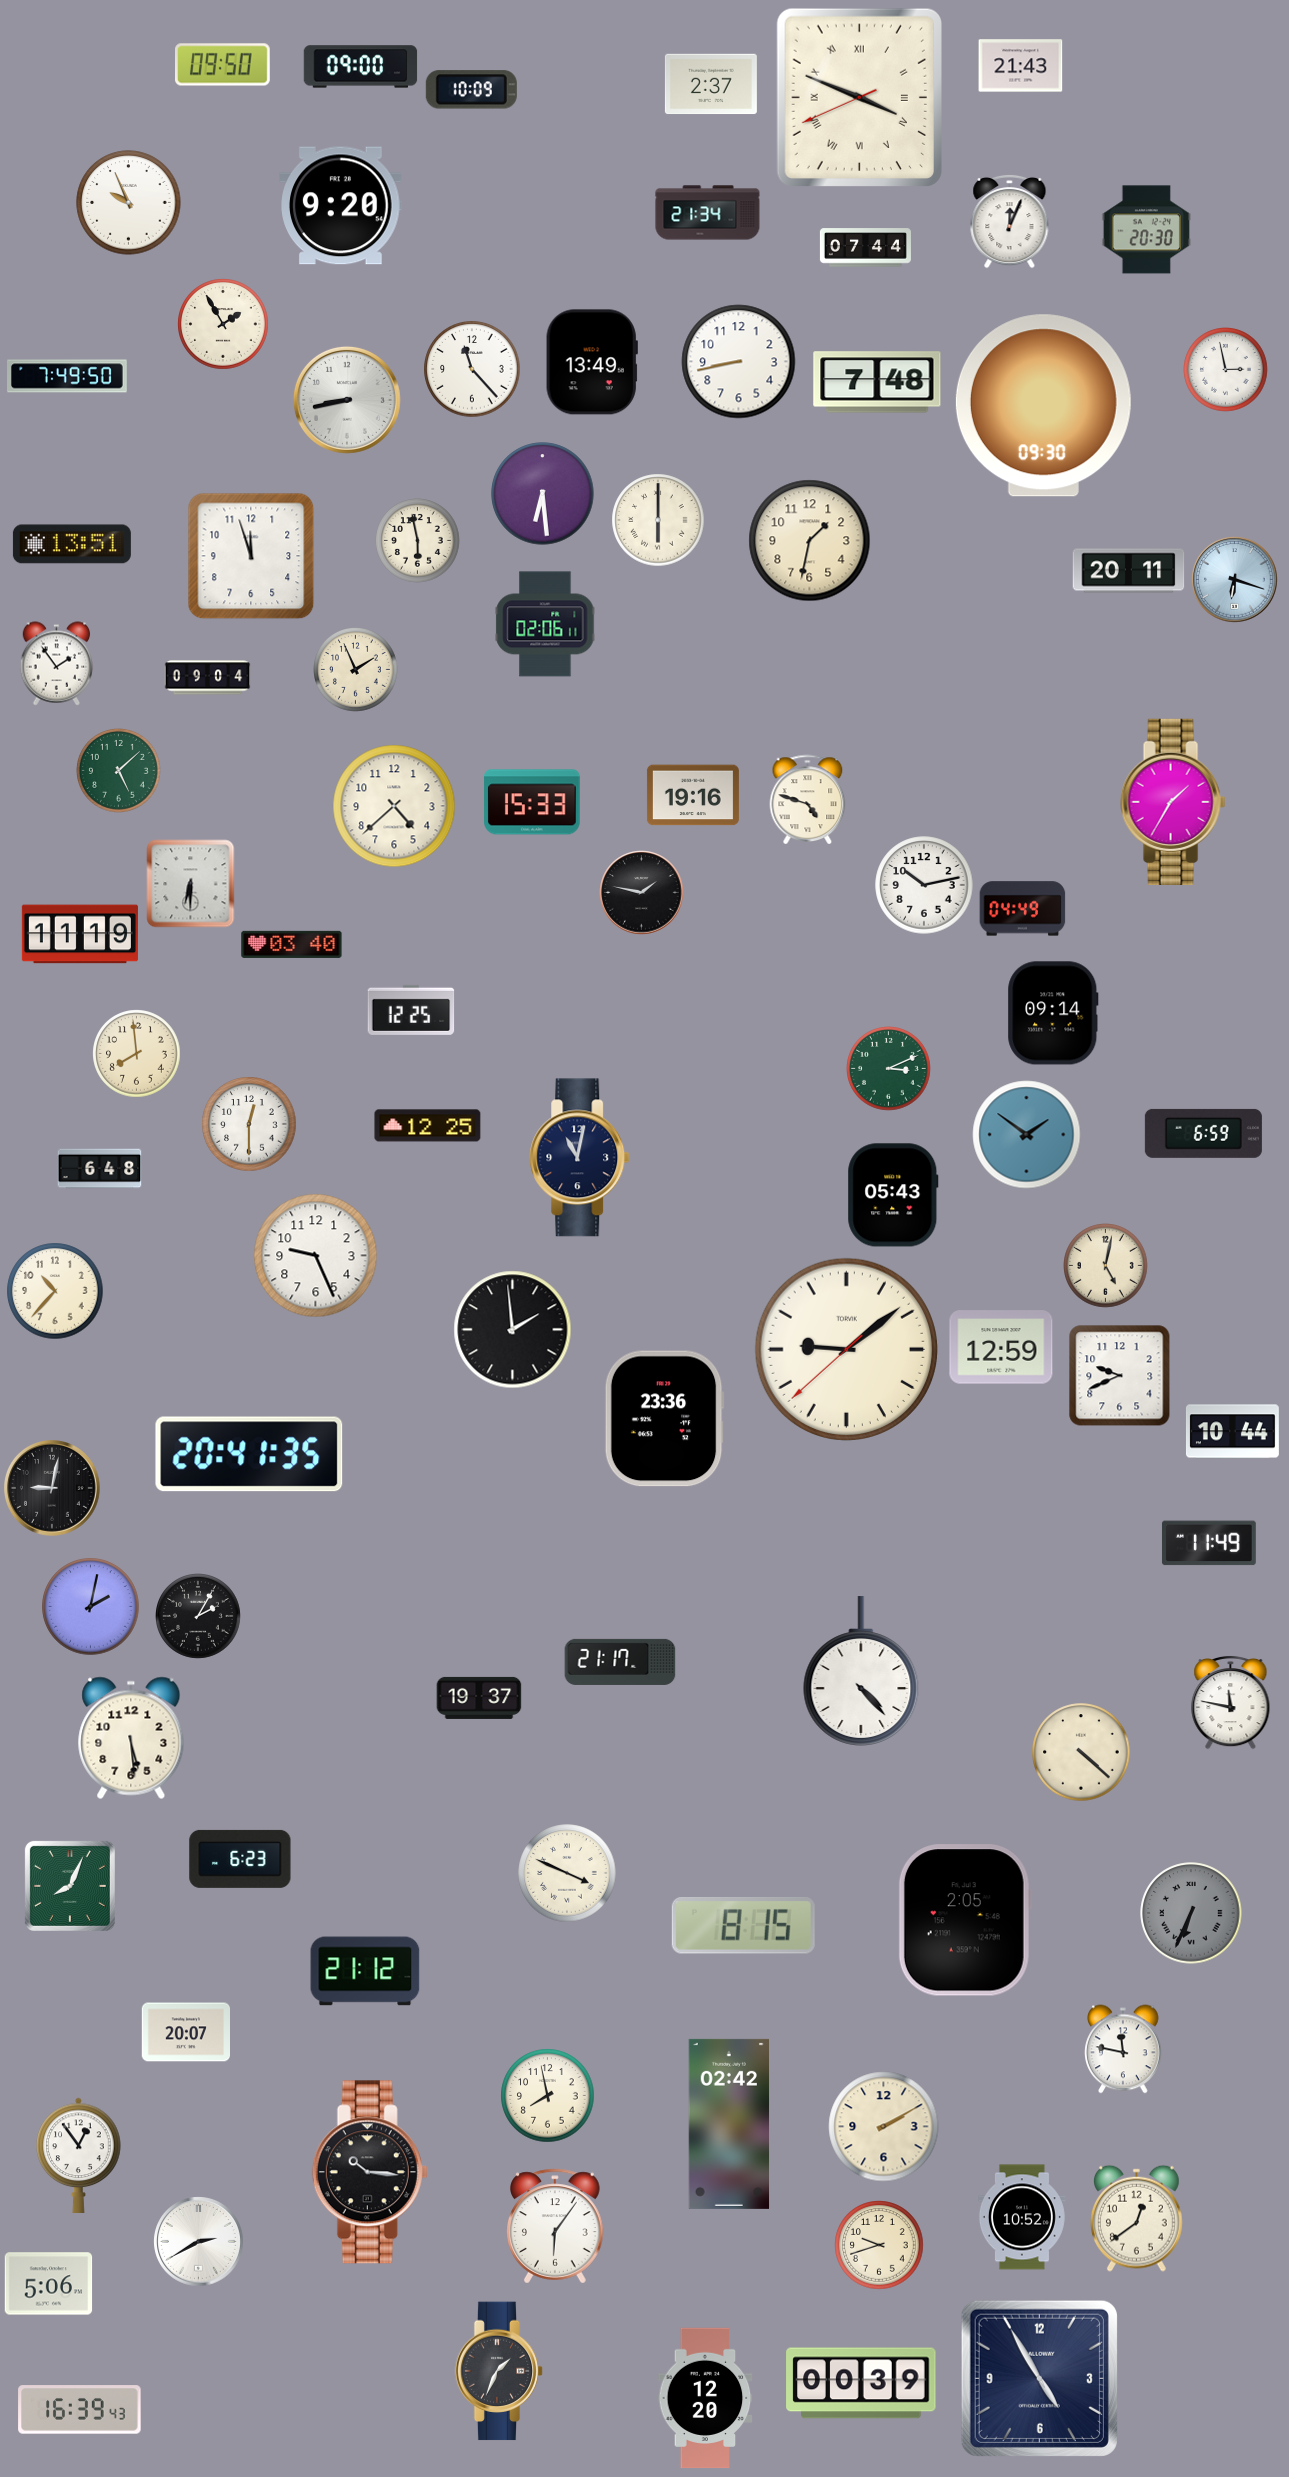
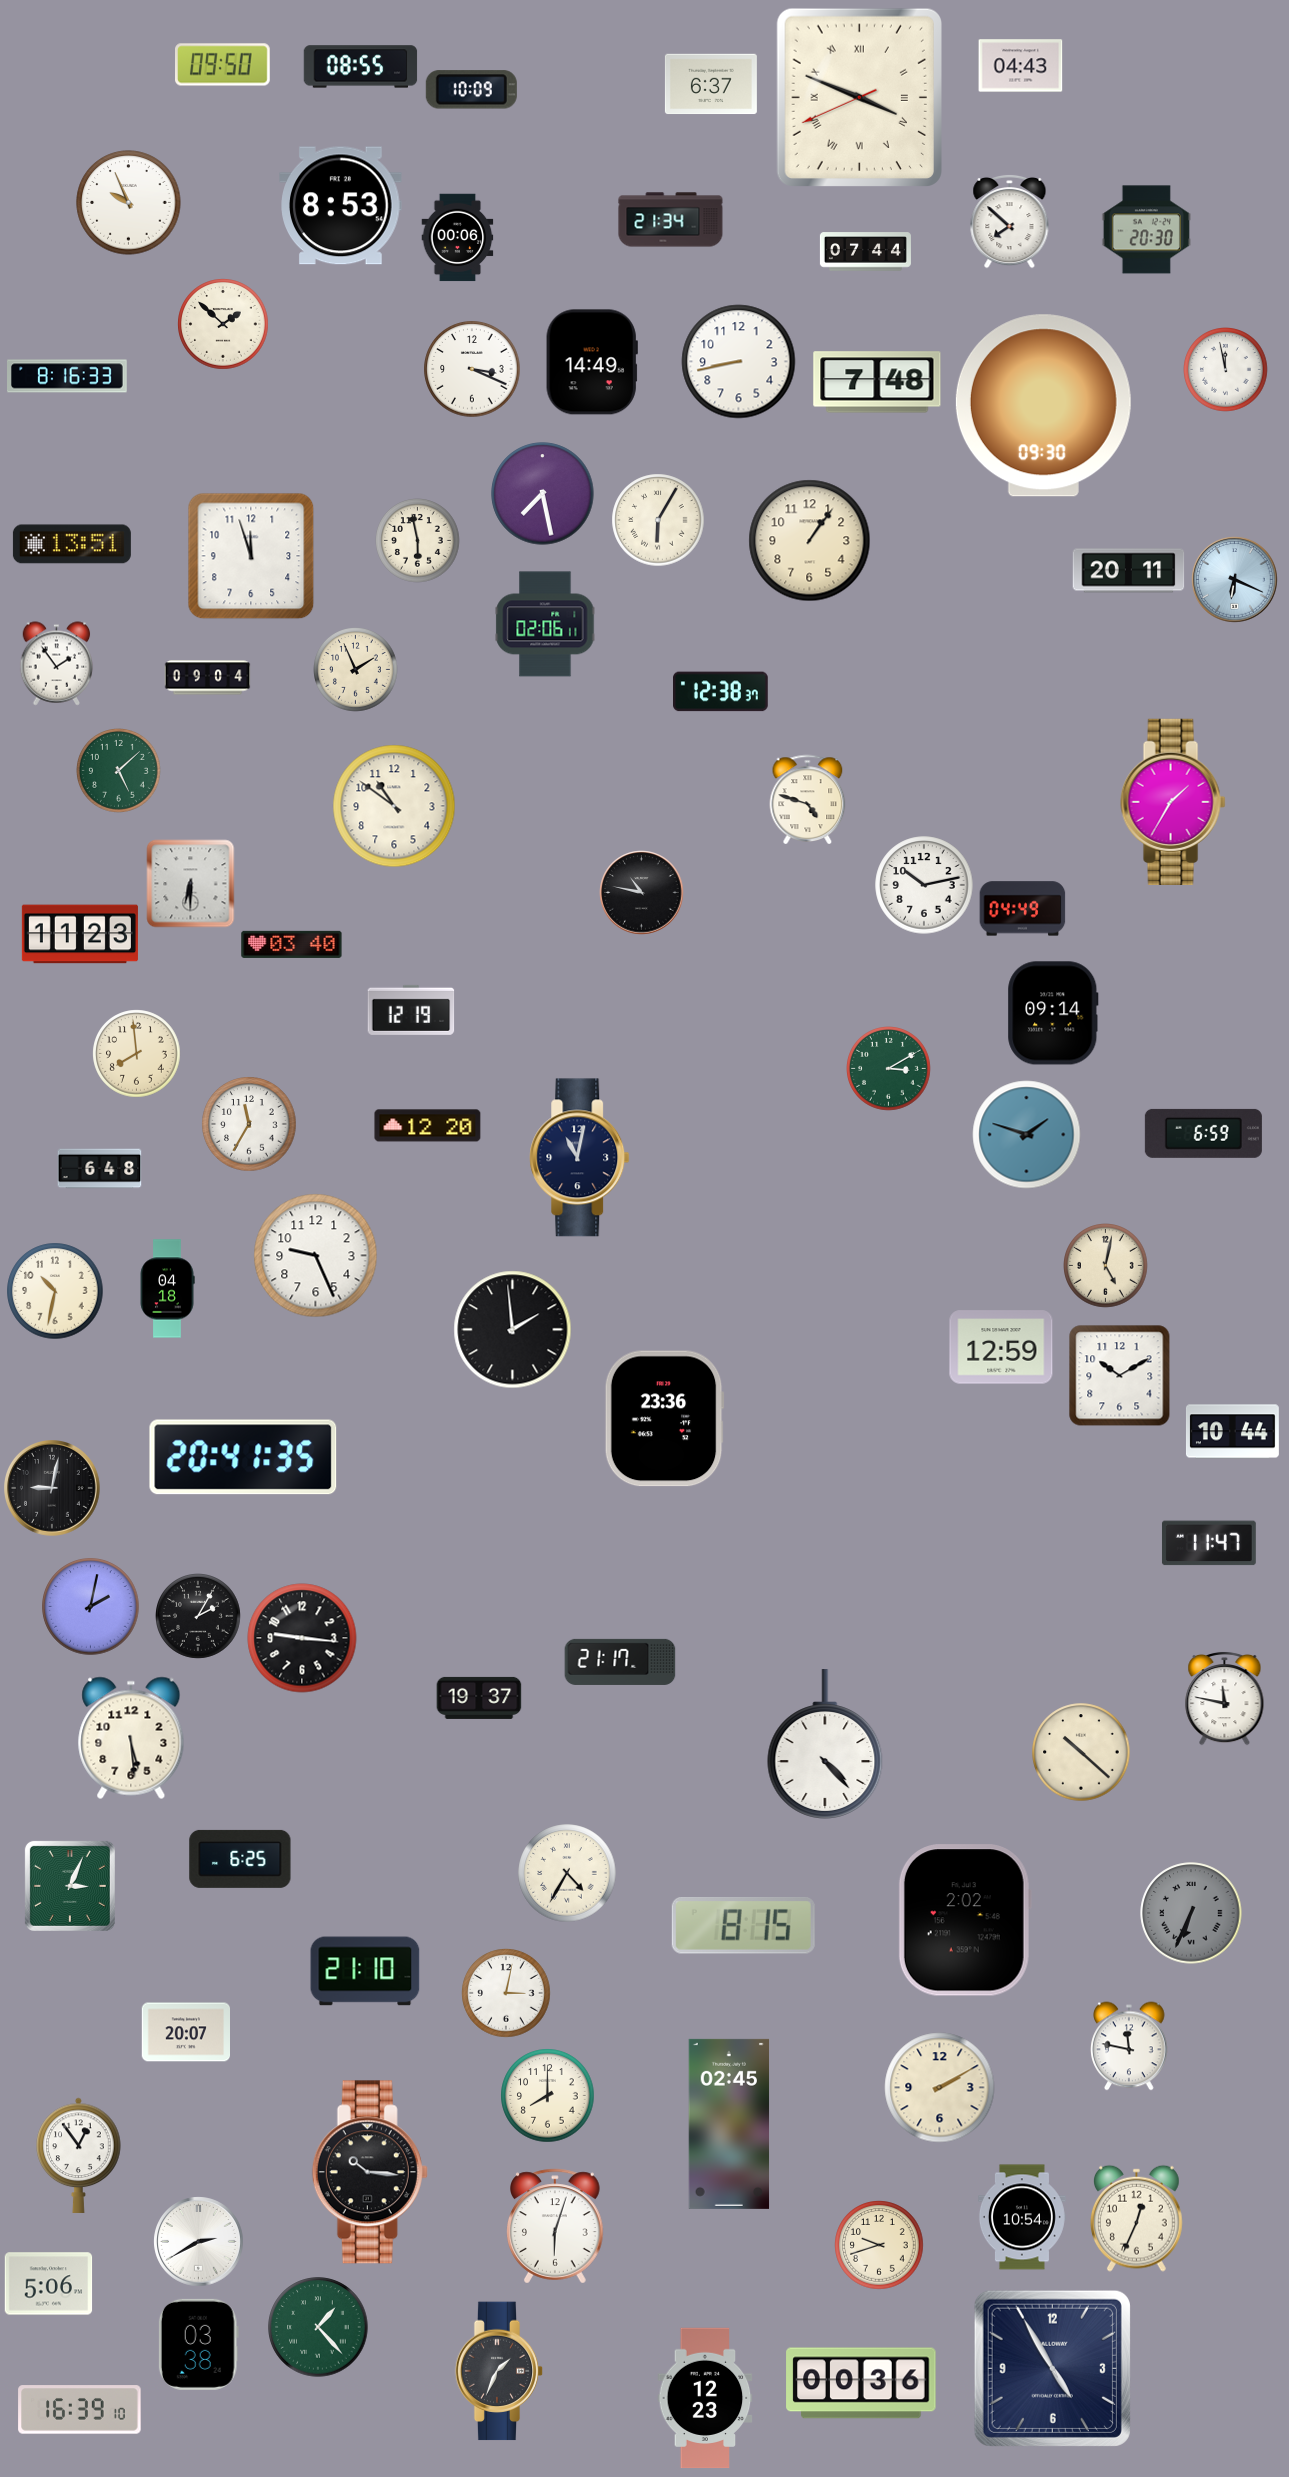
clock at (1021, 66): 21:43 -> 04:43
clock at (361, 67): 09:00 -> 08:55
clock at (711, 84): 2:37 -> 6:37
clock at (341, 206): 9:20 -> 8:53
clock at (708, 213) position: (708, 213) -> (671, 220)
clock at (1010, 221): 12:04 -> 7:52
clock at (458, 238): none -> 00:06
clock at (865, 248) position: (865, 248) -> (865, 252)
clock at (223, 324): 1:55 -> 1:52
clock at (592, 362): 13:49 -> 14:49
clock at (472, 369): 11:23 -> 3:19
clock at (1226, 370): 2:58 -> 11:58
clock at (68, 376): 7:49 -> 8:16
clock at (347, 400): 8:43 -> none
clock at (543, 494): 6:29 -> 7:28
clock at (658, 520): 6:00 -> 6:05
clock at (810, 541): 1:32 -> 1:06
clock at (1235, 580): 6:18 -> 6:19
clock at (721, 692): none -> 12:38
clock at (693, 795): 19:16 -> none
clock at (532, 802): 15:33 -> none
clock at (394, 806): 4:38 -> 10:51
clock at (642, 893): 1:47 -> 10:47
clock at (80, 934): 11:19 -> 11:23
clock at (411, 1010): 12:25 -> 12:19
clock at (889, 1069): 3:11 -> 3:10
clock at (249, 1124): 12:30 -> 11:35
clock at (428, 1126): 12:25 -> 12:20
clock at (1027, 1135): 1:51 -> 1:48
clock at (893, 1195): 05:43 -> none
clock at (167, 1289): none -> 04:18
clock at (55, 1291): 10:37 -> 10:32
clock at (846, 1349): 9:08 -> none
clock at (1120, 1376): 9:41 -> 10:10
clock at (249, 1454) position: (249, 1454) -> (243, 1457)
clock at (1209, 1543): 11:49 -> 11:47
clock at (302, 1638): none -> 9:16
clock at (861, 1671) position: (861, 1671) -> (825, 1744)
clock at (1231, 1702) position: (1231, 1702) -> (1225, 1698)
clock at (1081, 1752): 4:22 -> 10:22
clock at (240, 1859): 6:23 -> 6:25
clock at (567, 1873): 3:49 -> 4:35
clock at (70, 1886): 8:04 -> 3:04
clock at (965, 1920): 2:05 -> 2:02
clock at (365, 1971): 21:12 -> 21:10
clock at (506, 1993): none -> 3:02
clock at (1123, 2049) position: (1123, 2049) -> (1129, 2046)
clock at (548, 2096): 7:58 -> 8:00
clock at (729, 2124): 02:42 -> 02:45
clock at (884, 2127) position: (884, 2127) -> (940, 2088)
clock at (1022, 2217): 10:52 -> 10:54
clock at (1136, 2218): 12:39 -> 12:34
clock at (555, 2226): 6:06 -> 6:03
clock at (318, 2327): none -> 1:23
clock at (198, 2344): none -> 03:38
clock at (1039, 2378) position: (1039, 2378) -> (1052, 2368)
clock at (861, 2383): 00:39 -> 00:36
clock at (705, 2398): 12:20 -> 12:23
clock at (80, 2410): 16:39:43 -> 16:39:10
